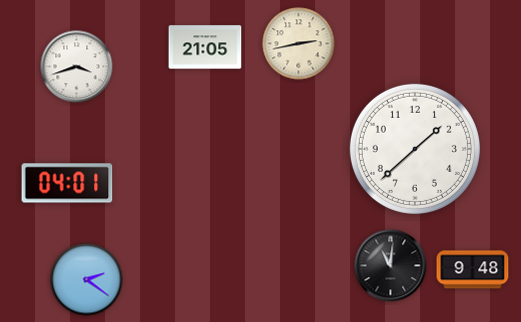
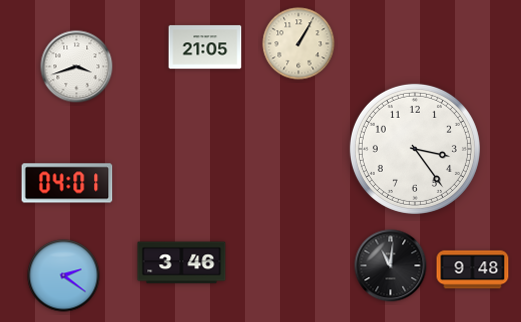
clock at (299, 44): 2:43 -> 1:05
clock at (415, 149): 1:38 -> 3:24
clock at (182, 263): none -> 3:46
clock at (87, 280) position: (87, 280) -> (64, 276)
